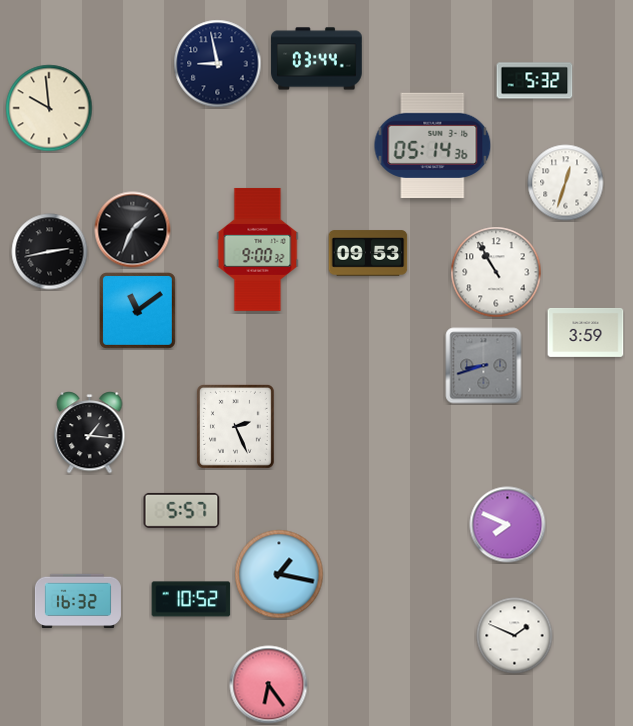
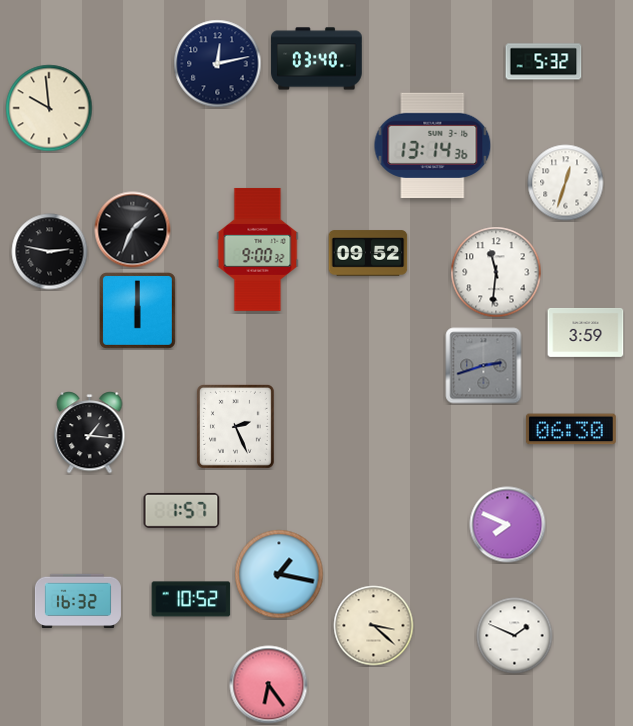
clock at (317, 59): 03:44 -> 03:40
clock at (218, 64): 8:58 -> 12:13
clock at (535, 81) position: (535, 81) -> (544, 62)
clock at (433, 146): 05:14 -> 13:14
clock at (50, 252): 2:43 -> 2:47
clock at (368, 253): 09:53 -> 09:52
clock at (496, 272): 10:55 -> 11:31
clock at (137, 310): 11:09 -> 6:00
clock at (484, 366): 8:42 -> 2:42
clock at (571, 429): none -> 06:30
clock at (182, 510): 5:57 -> 1:57
clock at (374, 626): none -> 3:22
